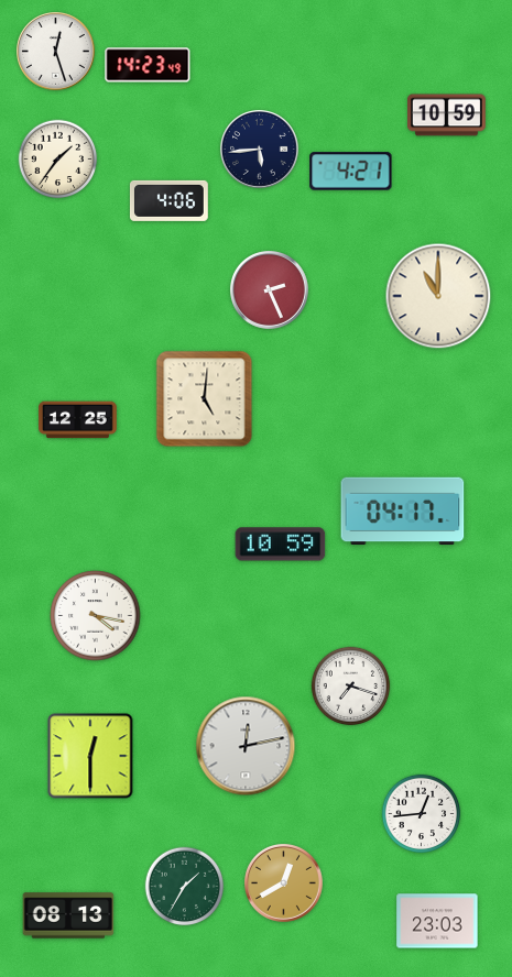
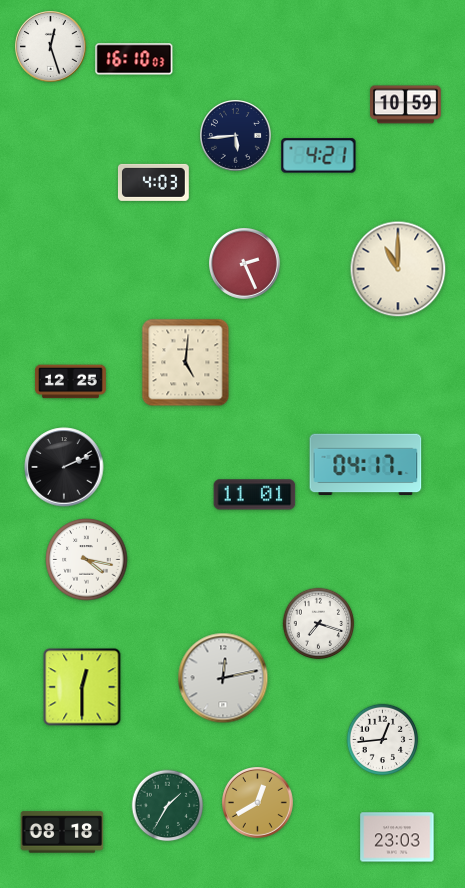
clock at (148, 65): 14:23 -> 16:10
clock at (58, 160): 1:36 -> none
clock at (168, 200): 4:06 -> 4:03
clock at (64, 467): none -> 2:11
clock at (281, 545): 10:59 -> 11:01
clock at (68, 915): 08:13 -> 08:18
